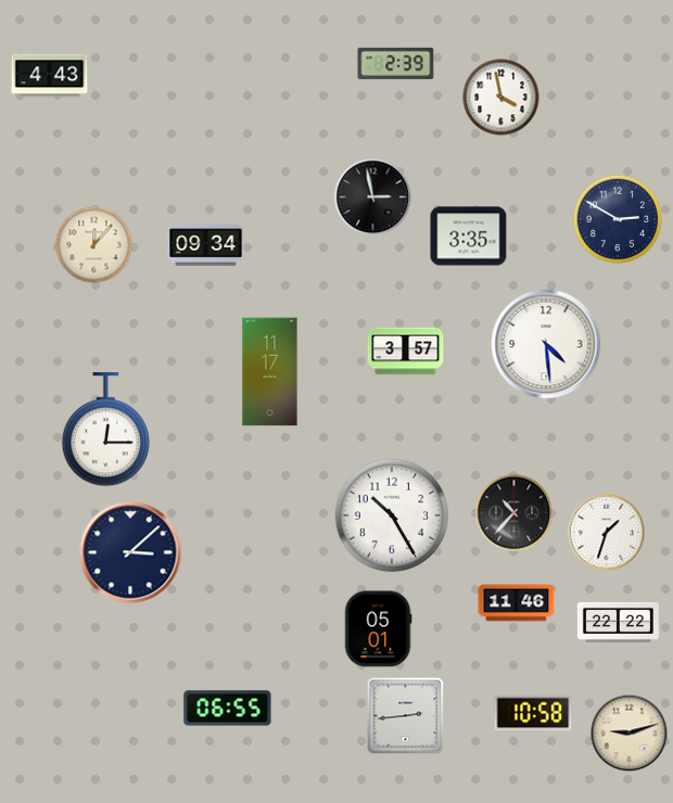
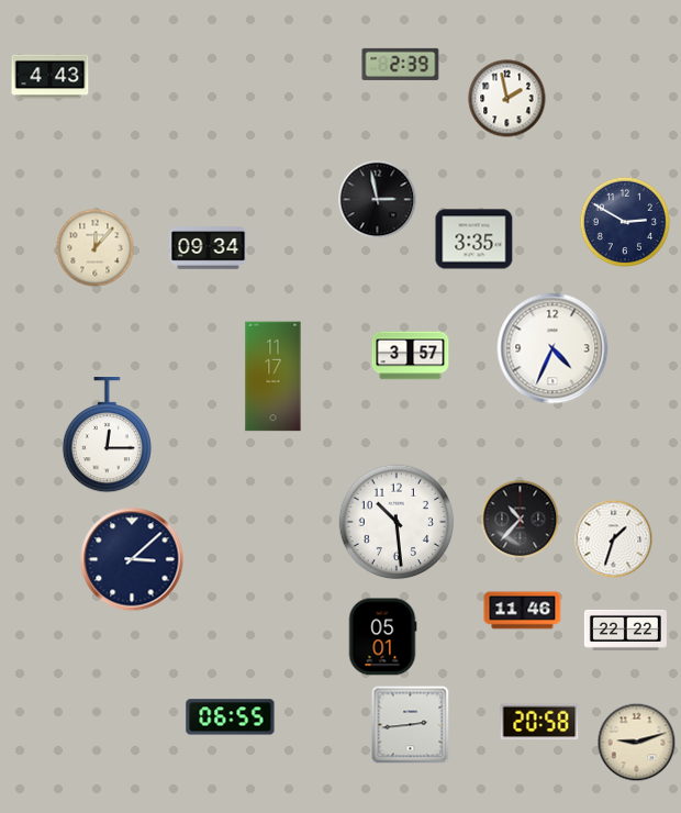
clock at (501, 98): 3:58 -> 1:58
clock at (546, 344): 4:29 -> 4:34
clock at (392, 515): 10:25 -> 10:29
clock at (533, 713): 10:58 -> 20:58
